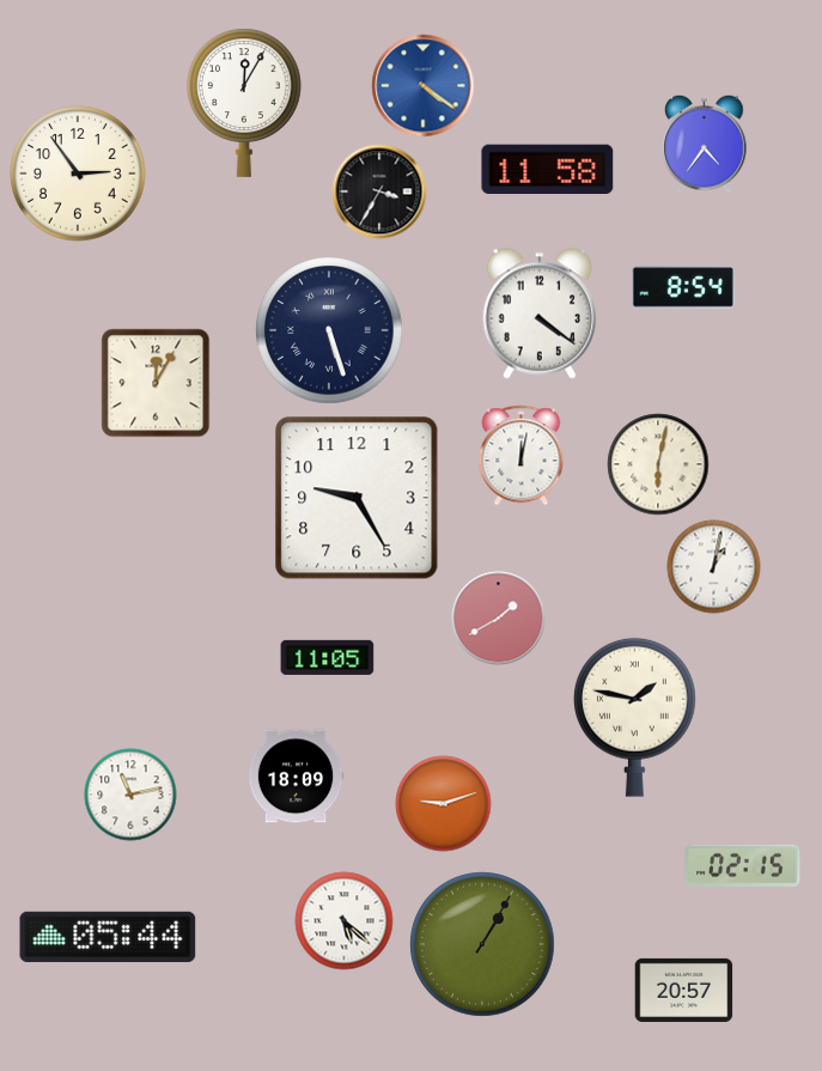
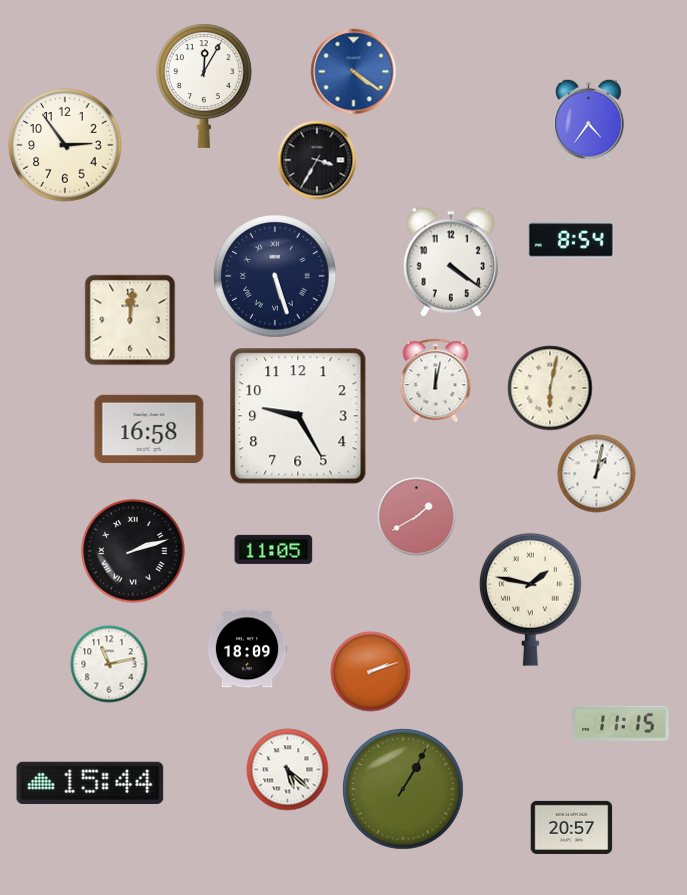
clock at (548, 169): 11:58 -> none
clock at (156, 383): 12:05 -> 12:01
clock at (149, 428): none -> 16:58
clock at (133, 551): none -> 2:12
clock at (444, 804): 9:12 -> 2:12
clock at (743, 865): 02:15 -> 11:15
clock at (108, 937): 05:44 -> 15:44
